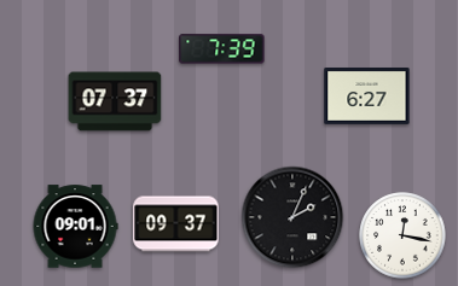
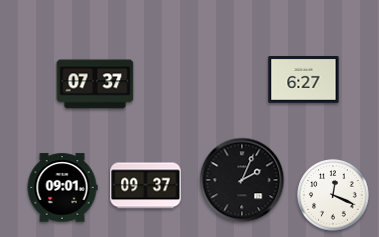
clock at (222, 49): 7:39 -> none
clock at (402, 235): 12:17 -> 12:19
